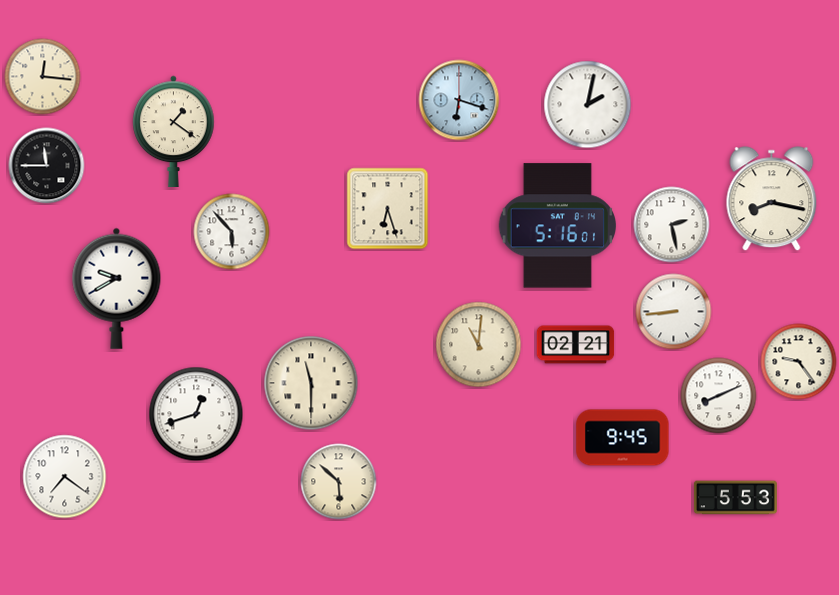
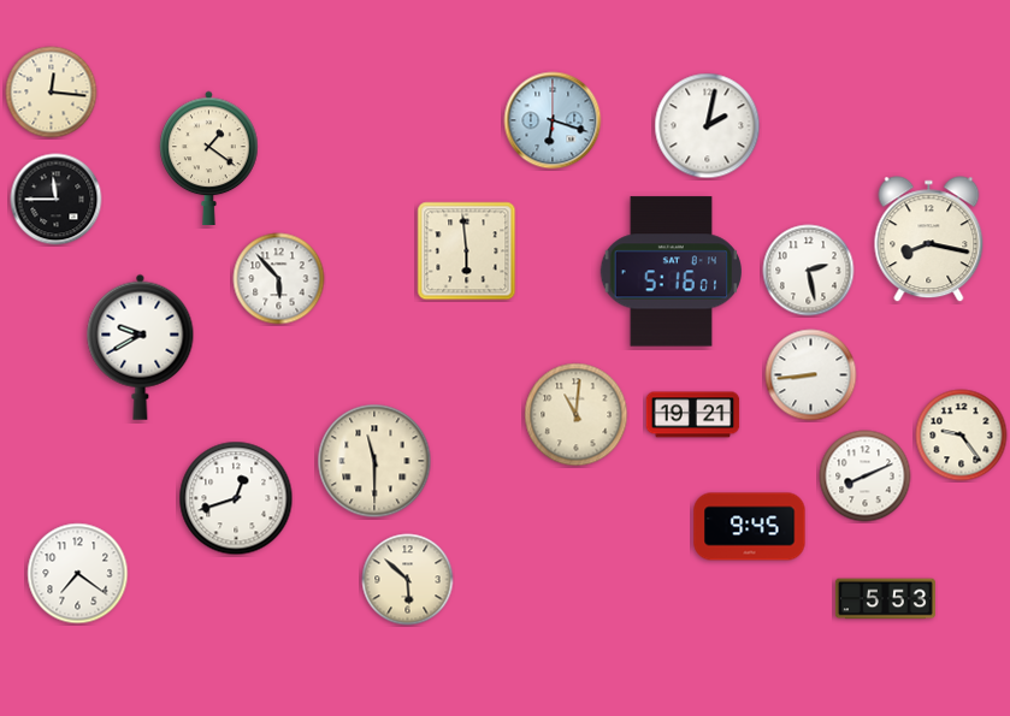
clock at (388, 209): 6:27 -> 5:59
clock at (576, 345): 02:21 -> 19:21
